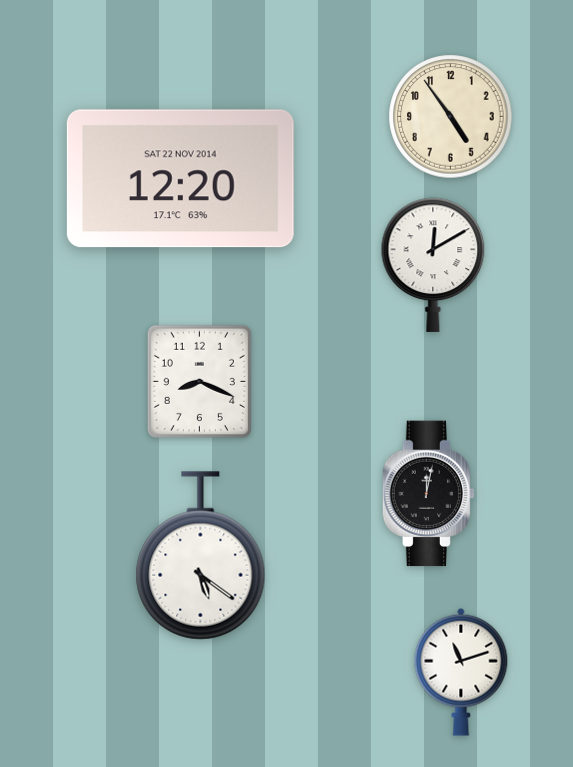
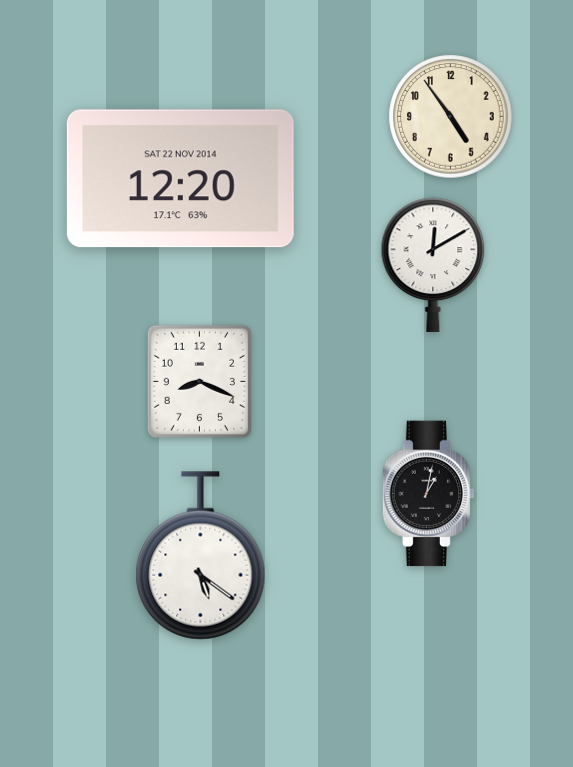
clock at (429, 494): 12:02 -> 1:02
clock at (461, 672): 11:12 -> none
